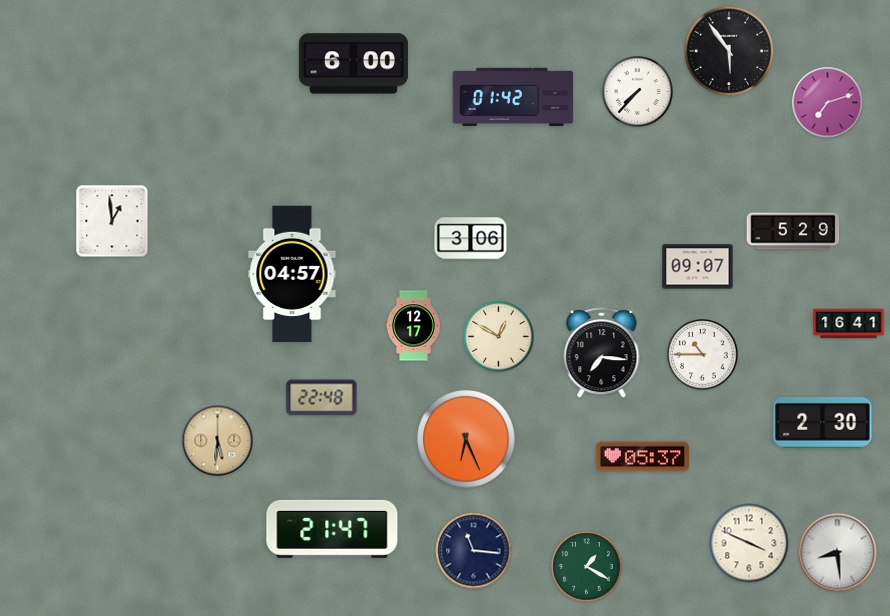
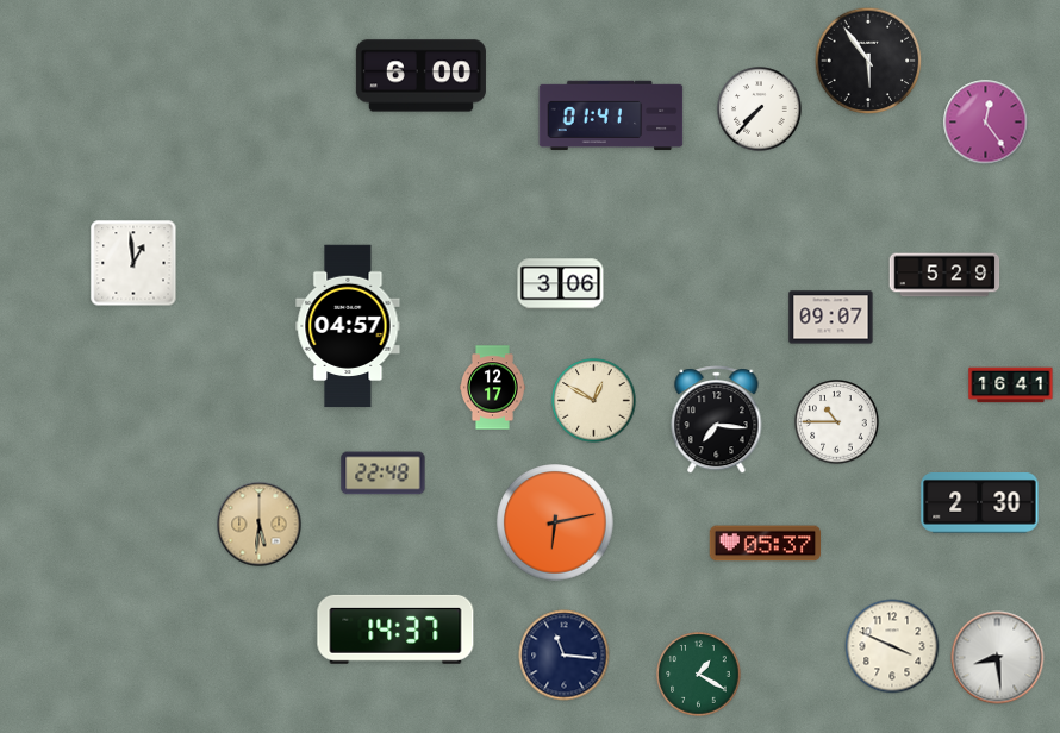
clock at (513, 97): 01:42 -> 01:41
clock at (828, 103): 7:12 -> 12:24
clock at (466, 439): 6:26 -> 6:13
clock at (332, 529): 21:47 -> 14:37
